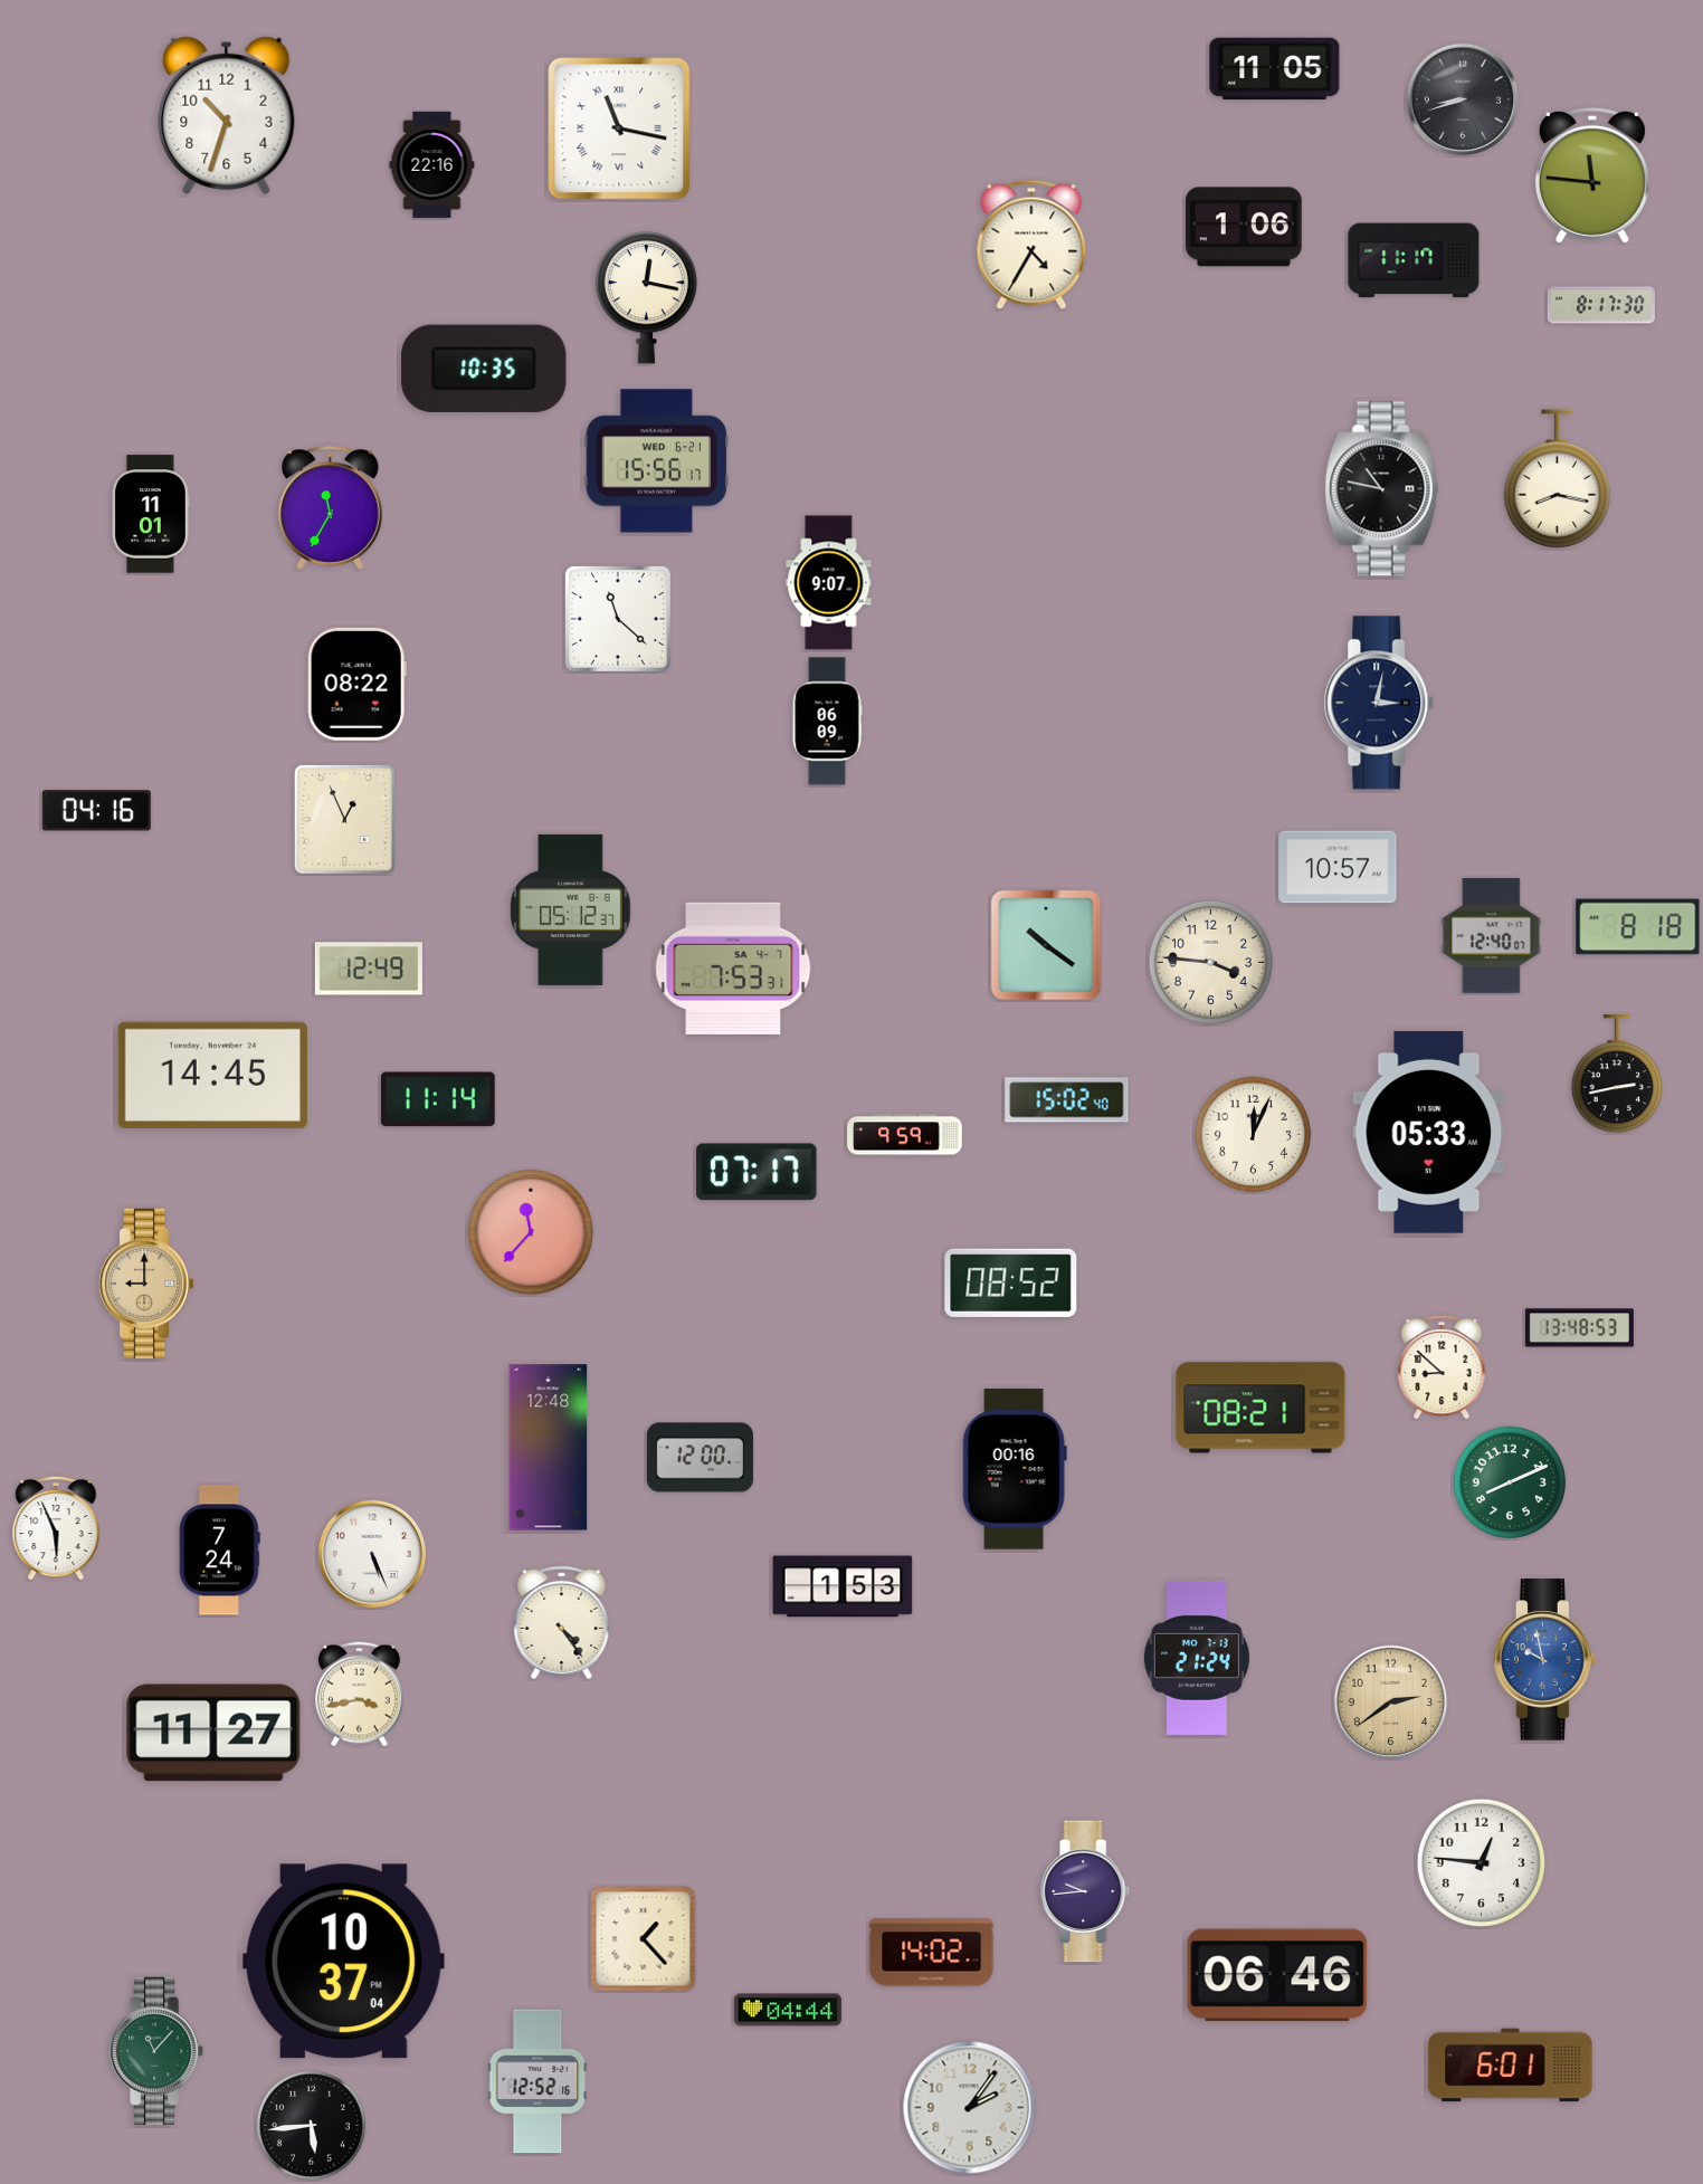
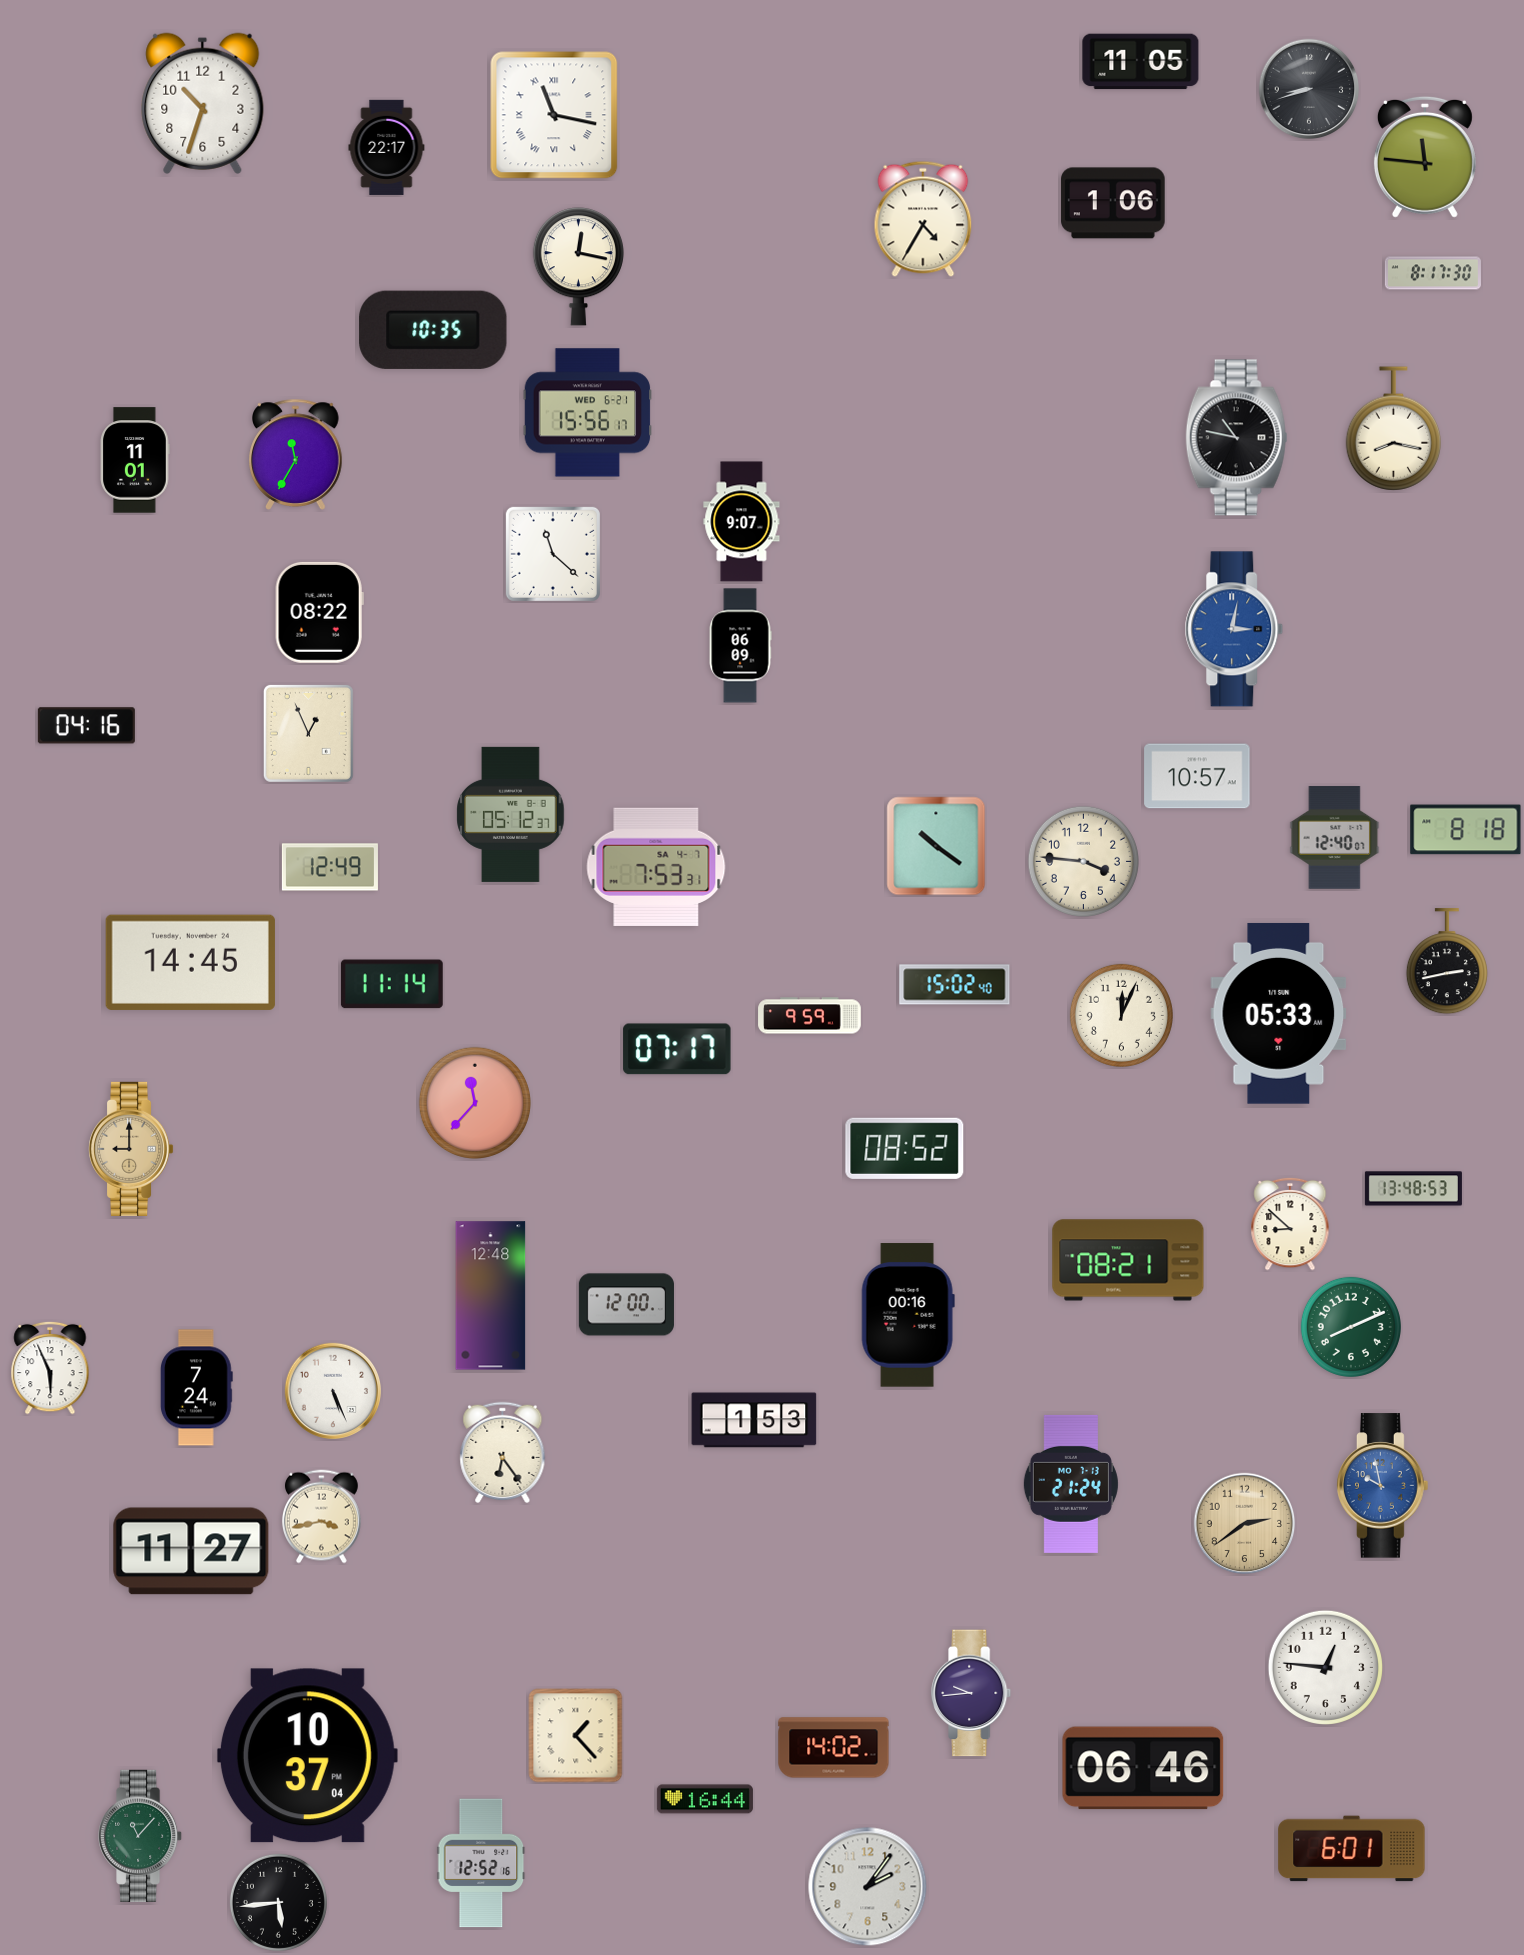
clock at (432, 164): 22:16 -> 22:17
clock at (1414, 260): 11:17 -> none
clock at (1379, 703) dial: navy -> blue
clock at (562, 1623): 4:24 -> 6:24
clock at (788, 2010): 04:44 -> 16:44
